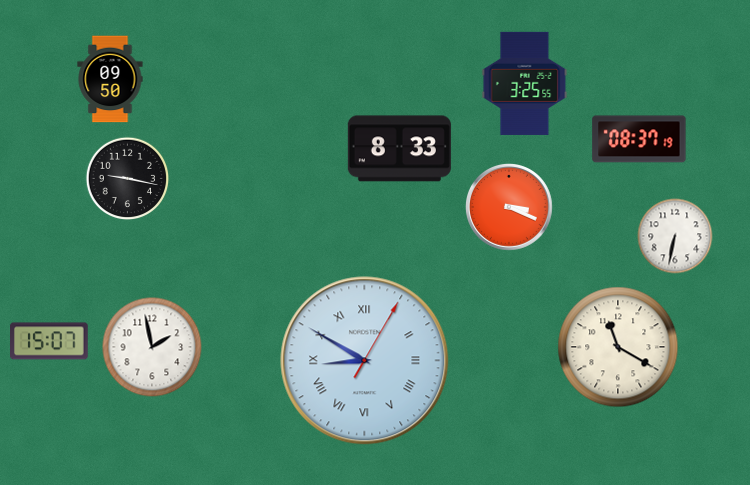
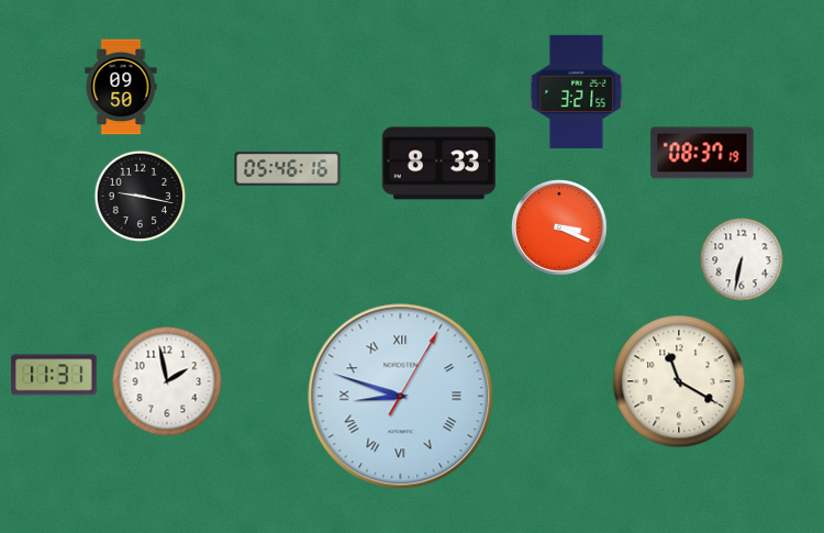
clock at (525, 83): 3:25 -> 3:21
clock at (288, 169): none -> 05:46
clock at (50, 341): 15:07 -> 11:31
clock at (365, 361): 8:50 -> 8:48
